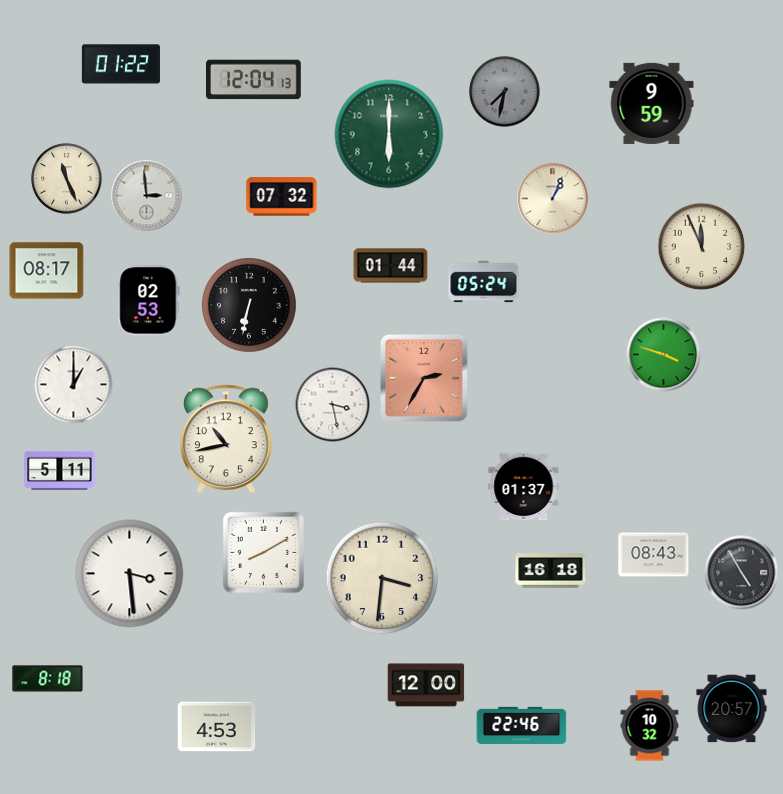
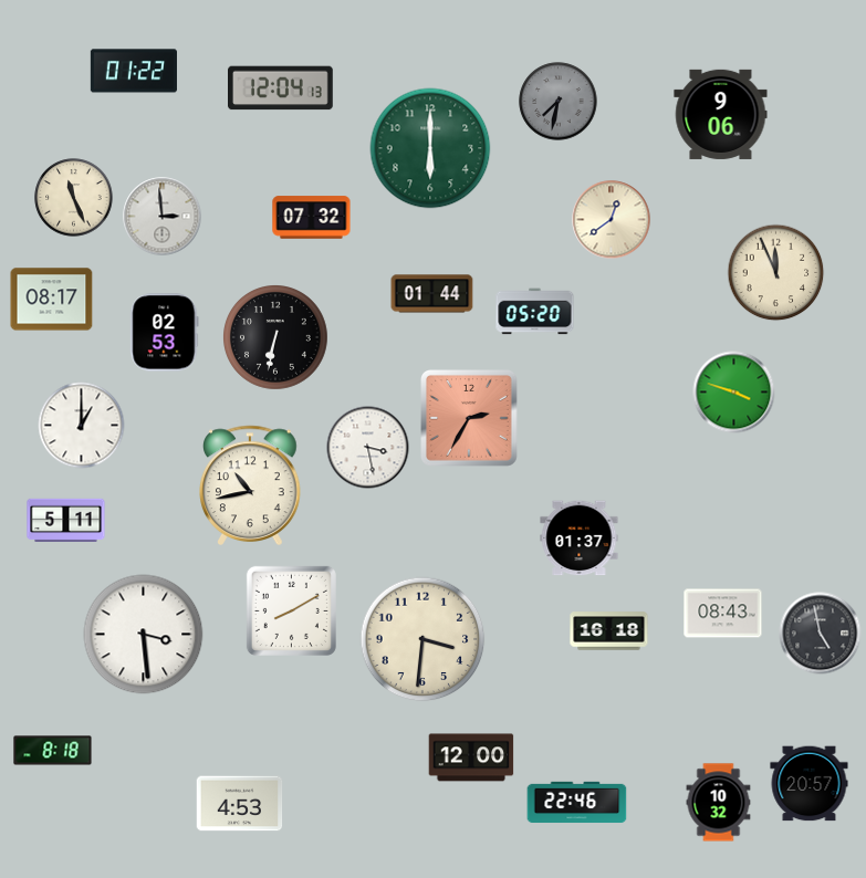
clock at (652, 103): 9:59 -> 9:06
clock at (553, 199): 1:04 -> 12:39
clock at (484, 282): 05:24 -> 05:20
clock at (742, 573): 4:55 -> 4:58
